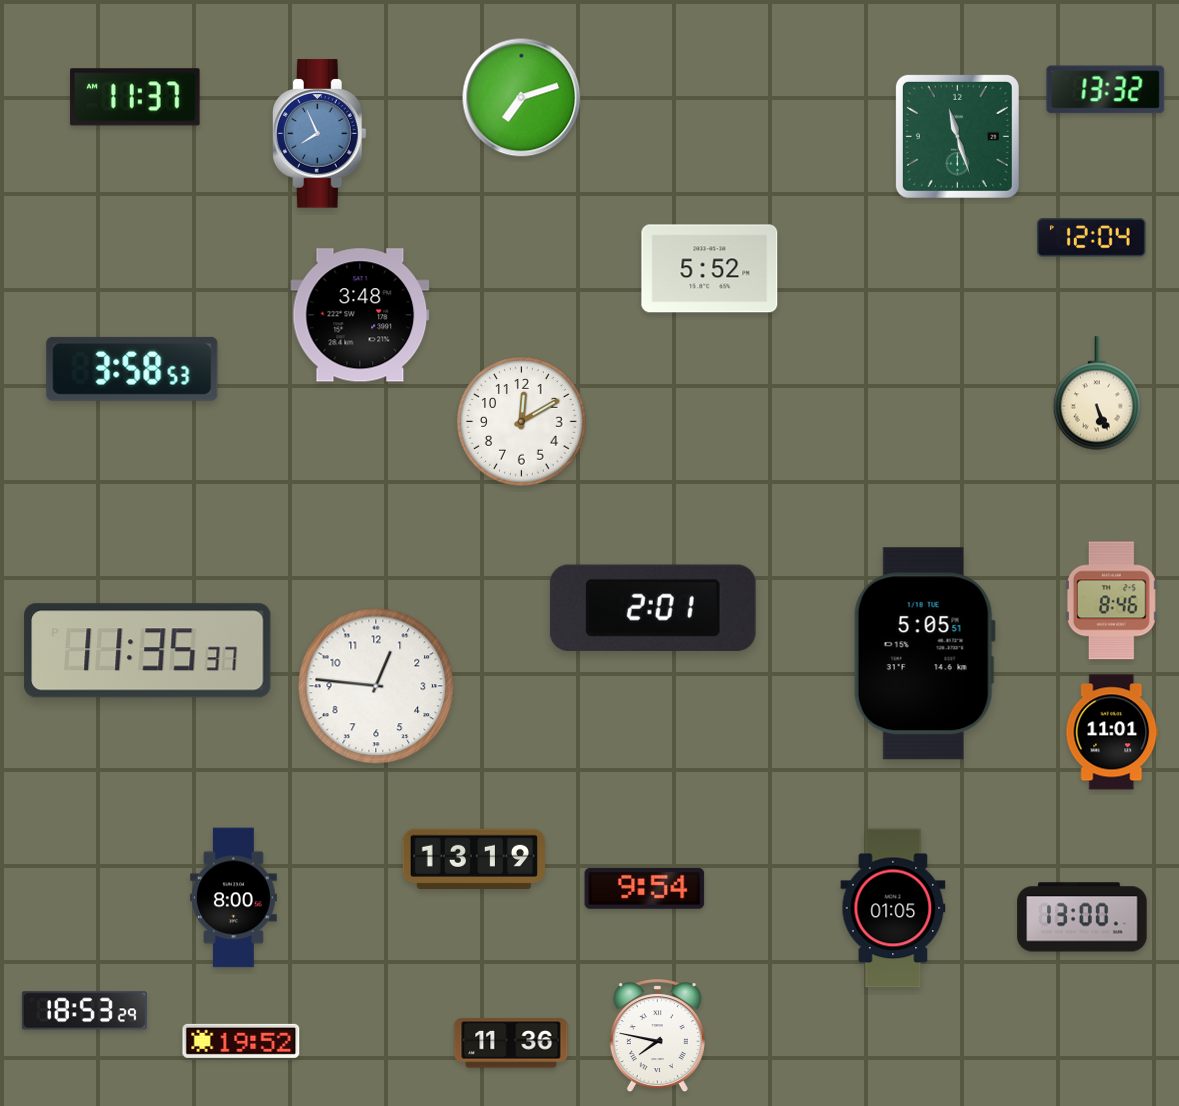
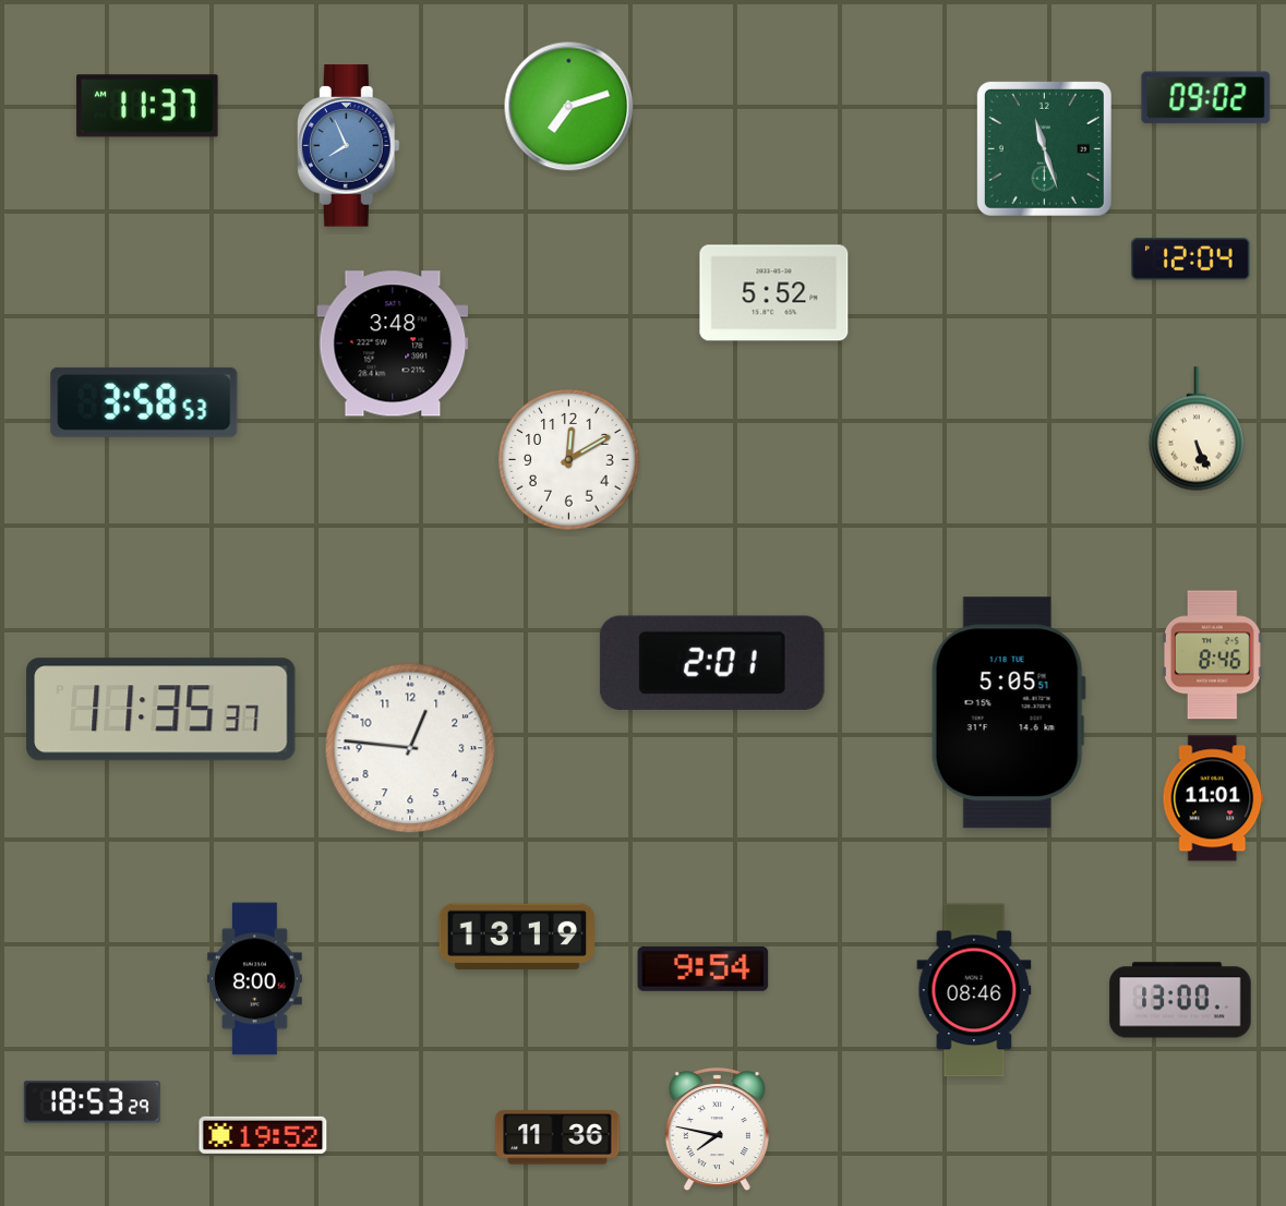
clock at (1106, 90): 13:32 -> 09:02
clock at (893, 908): 01:05 -> 08:46
